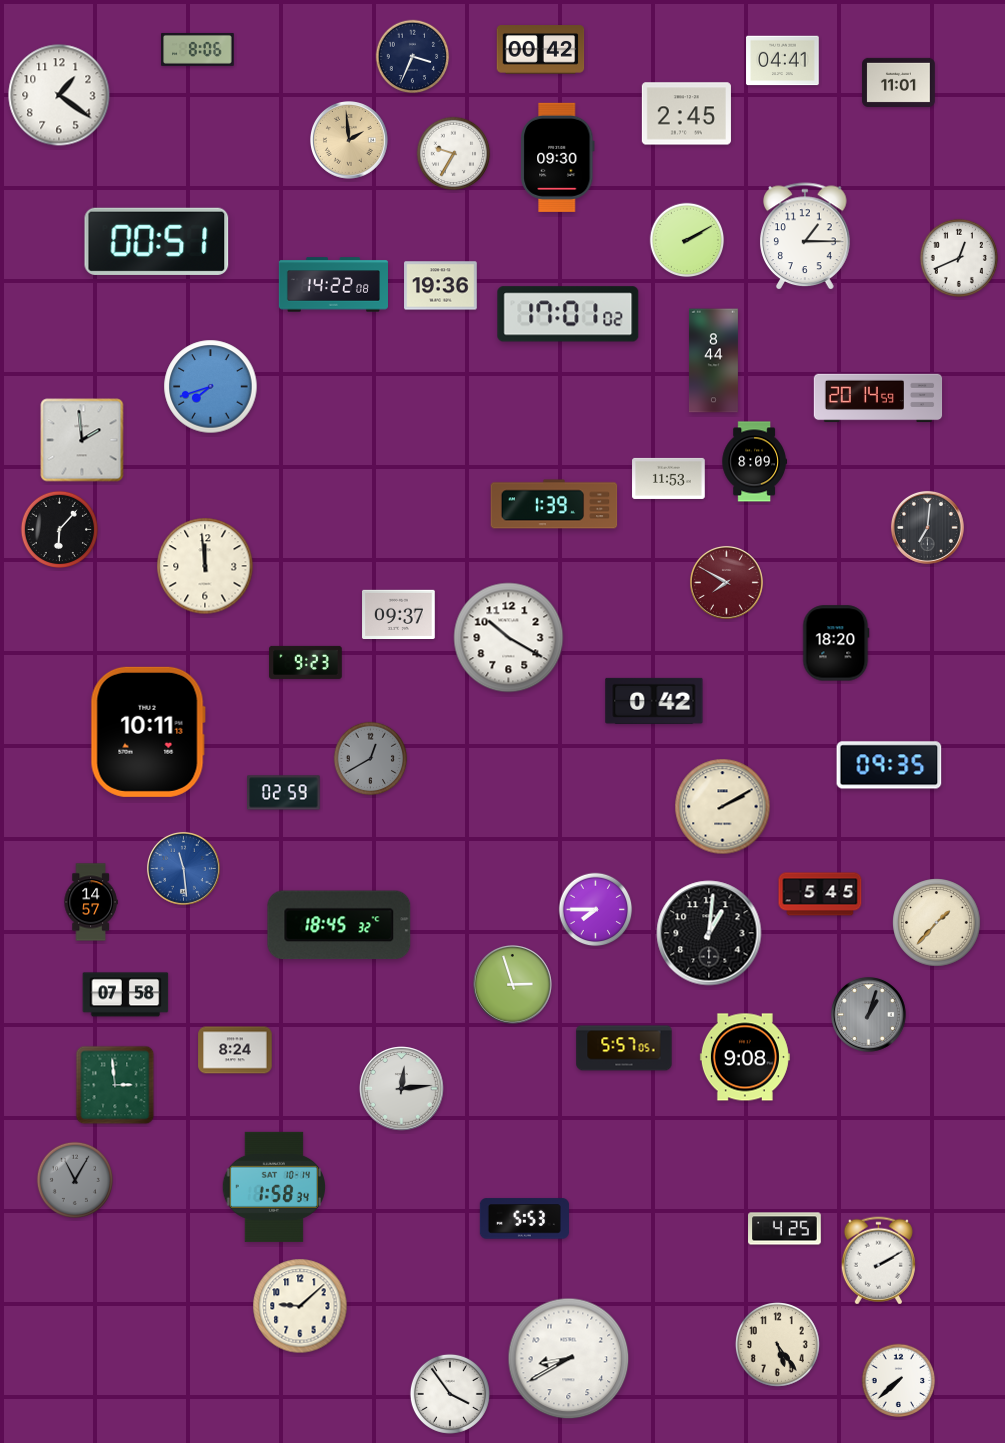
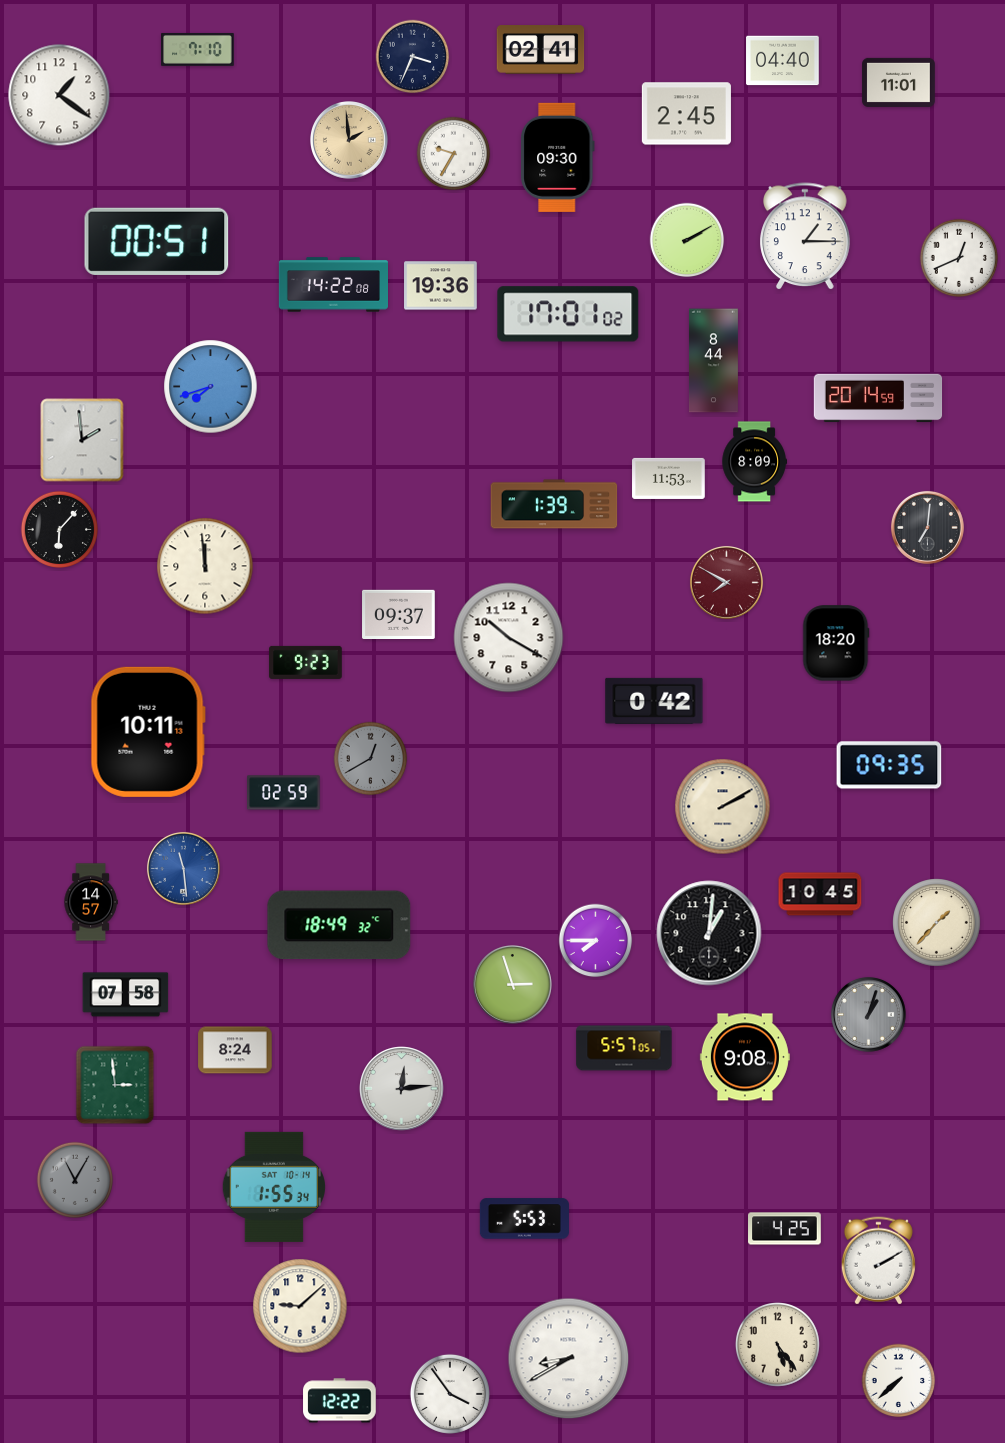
clock at (198, 49): 8:06 -> 7:10
clock at (541, 50): 00:42 -> 02:41
clock at (783, 61): 04:41 -> 04:40
clock at (820, 894): 5:45 -> 10:45
clock at (596, 910) position: (596, 910) -> (596, 941)
clock at (339, 925): 18:45 -> 18:49
clock at (273, 1187): 1:58 -> 1:55
clock at (340, 1401): none -> 12:22
